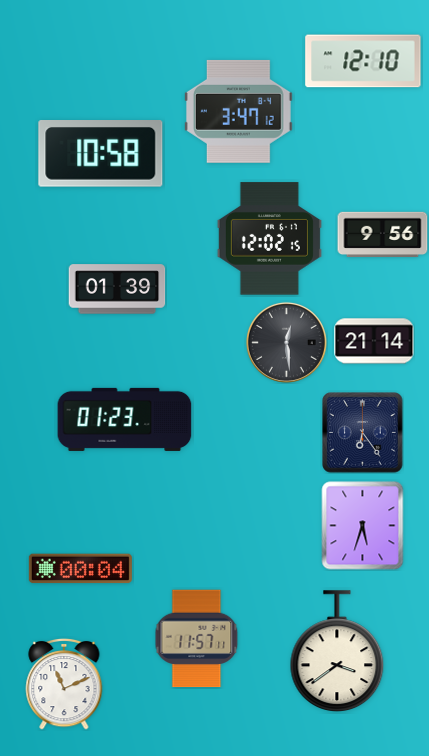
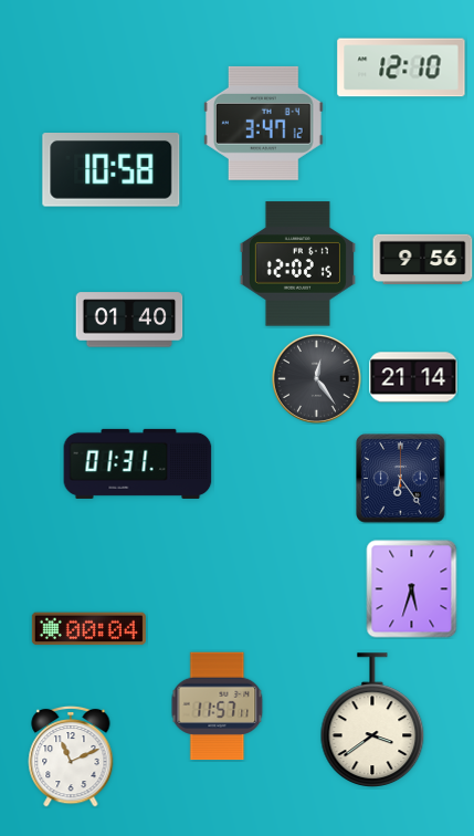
clock at (117, 289): 01:39 -> 01:40
clock at (286, 342): 12:29 -> 12:24
clock at (125, 419): 01:23 -> 01:31
clock at (363, 526) position: (363, 526) -> (412, 589)
